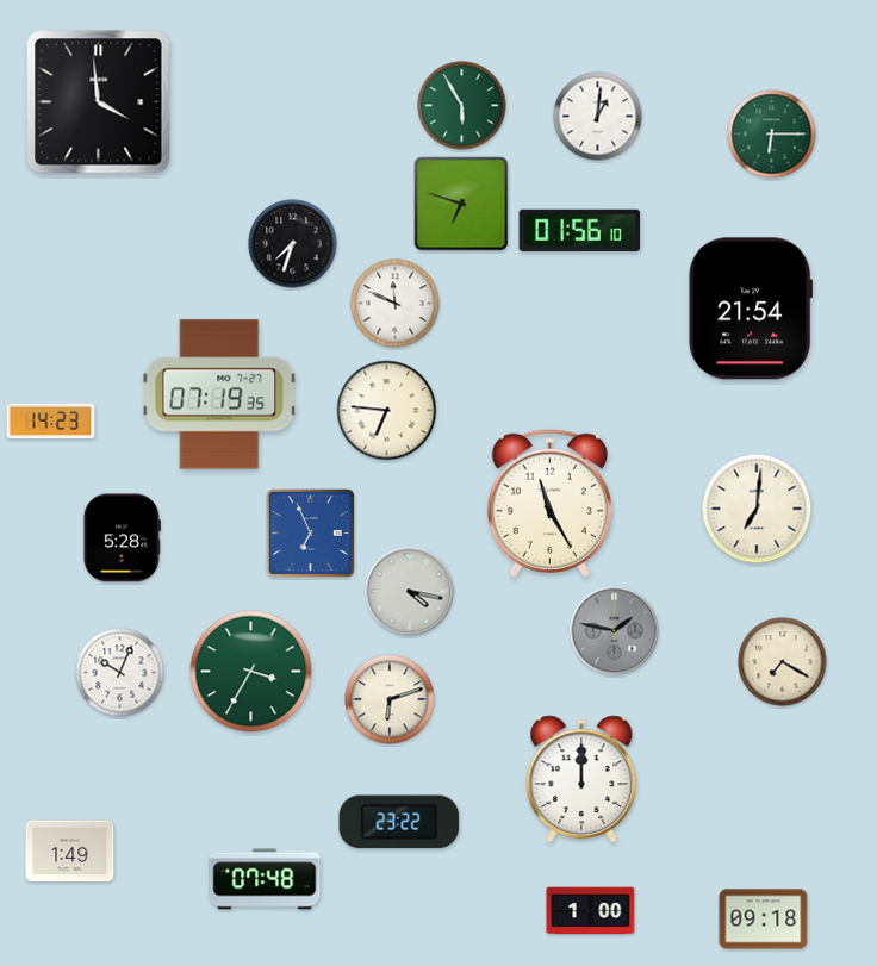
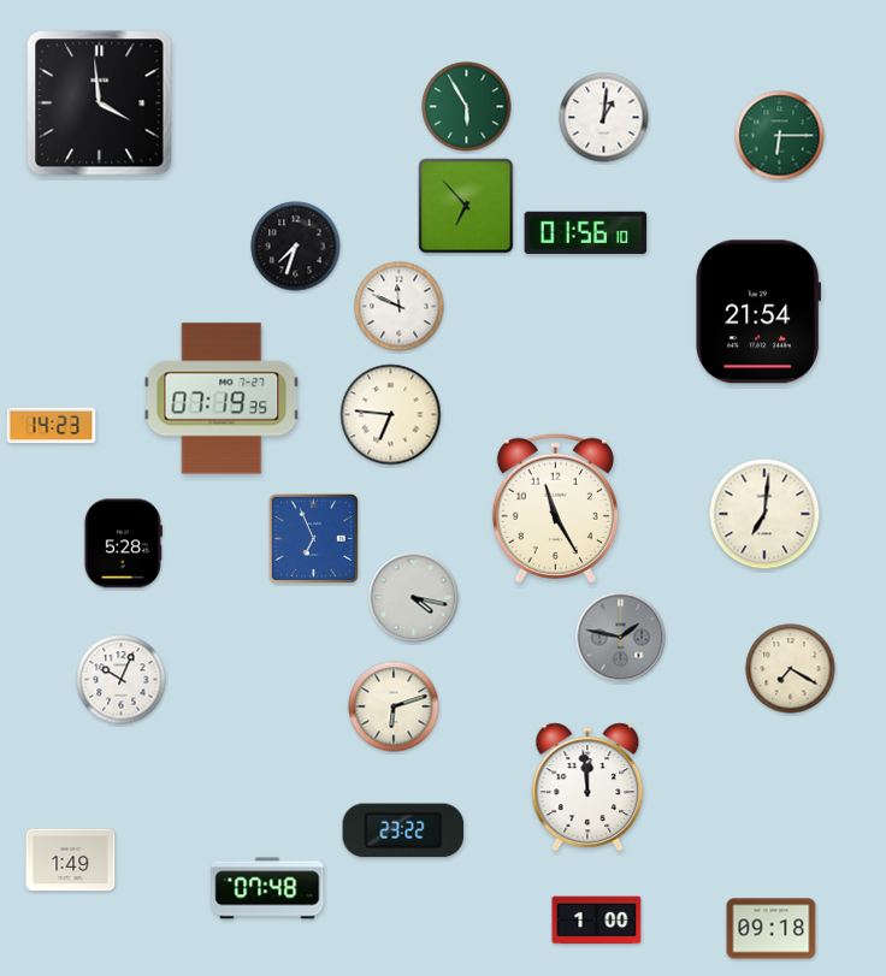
clock at (461, 204): 6:48 -> 6:53
clock at (251, 672): 3:35 -> none
clock at (581, 779): 12:00 -> 11:59
